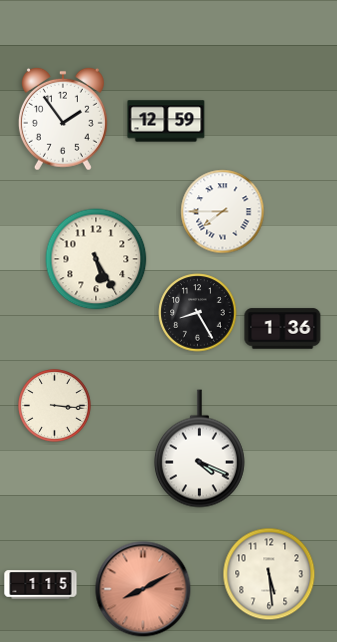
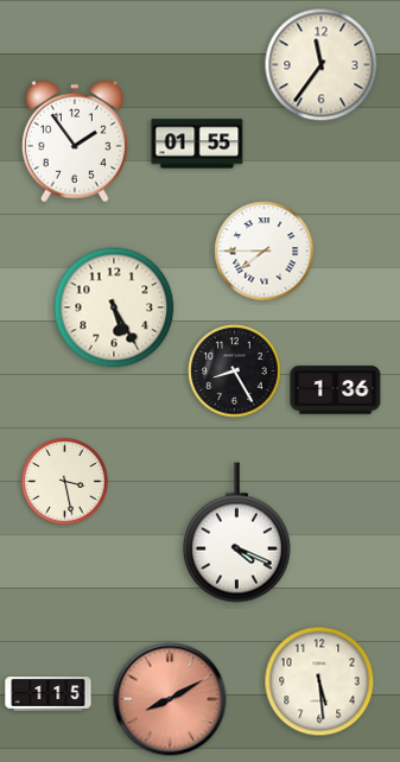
clock at (322, 65): none -> 11:36
clock at (166, 121): 12:59 -> 01:55
clock at (55, 406): 3:16 -> 3:28
